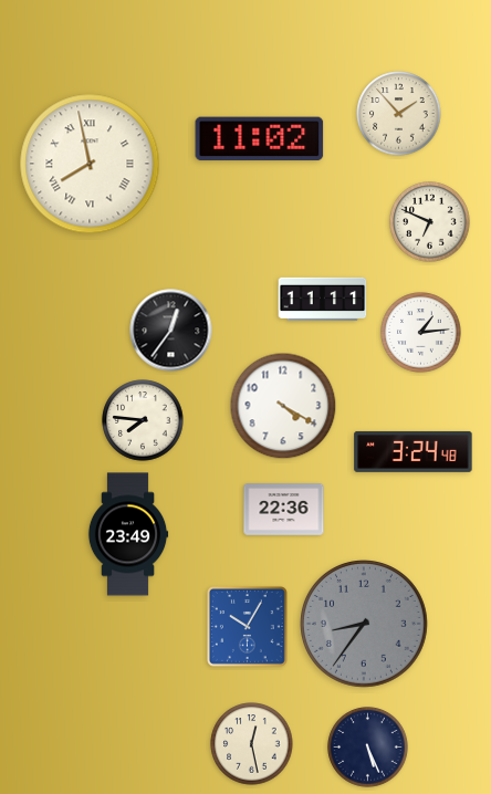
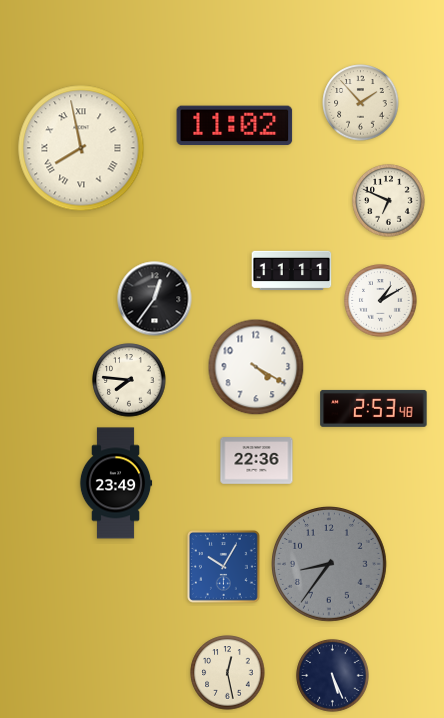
clock at (421, 333): 1:14 -> 1:10
clock at (414, 451): 3:24 -> 2:53
